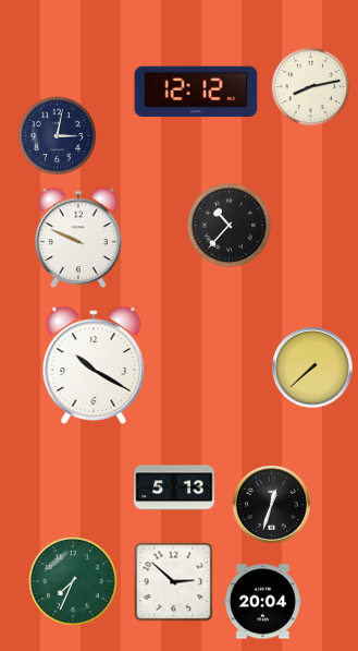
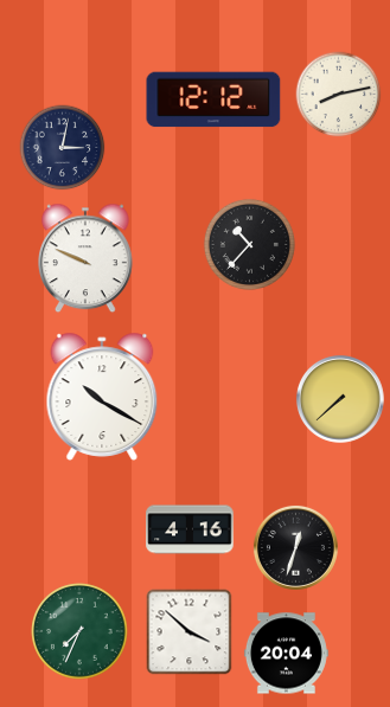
clock at (174, 487): 5:13 -> 4:16
clock at (174, 582): 2:52 -> 3:52
